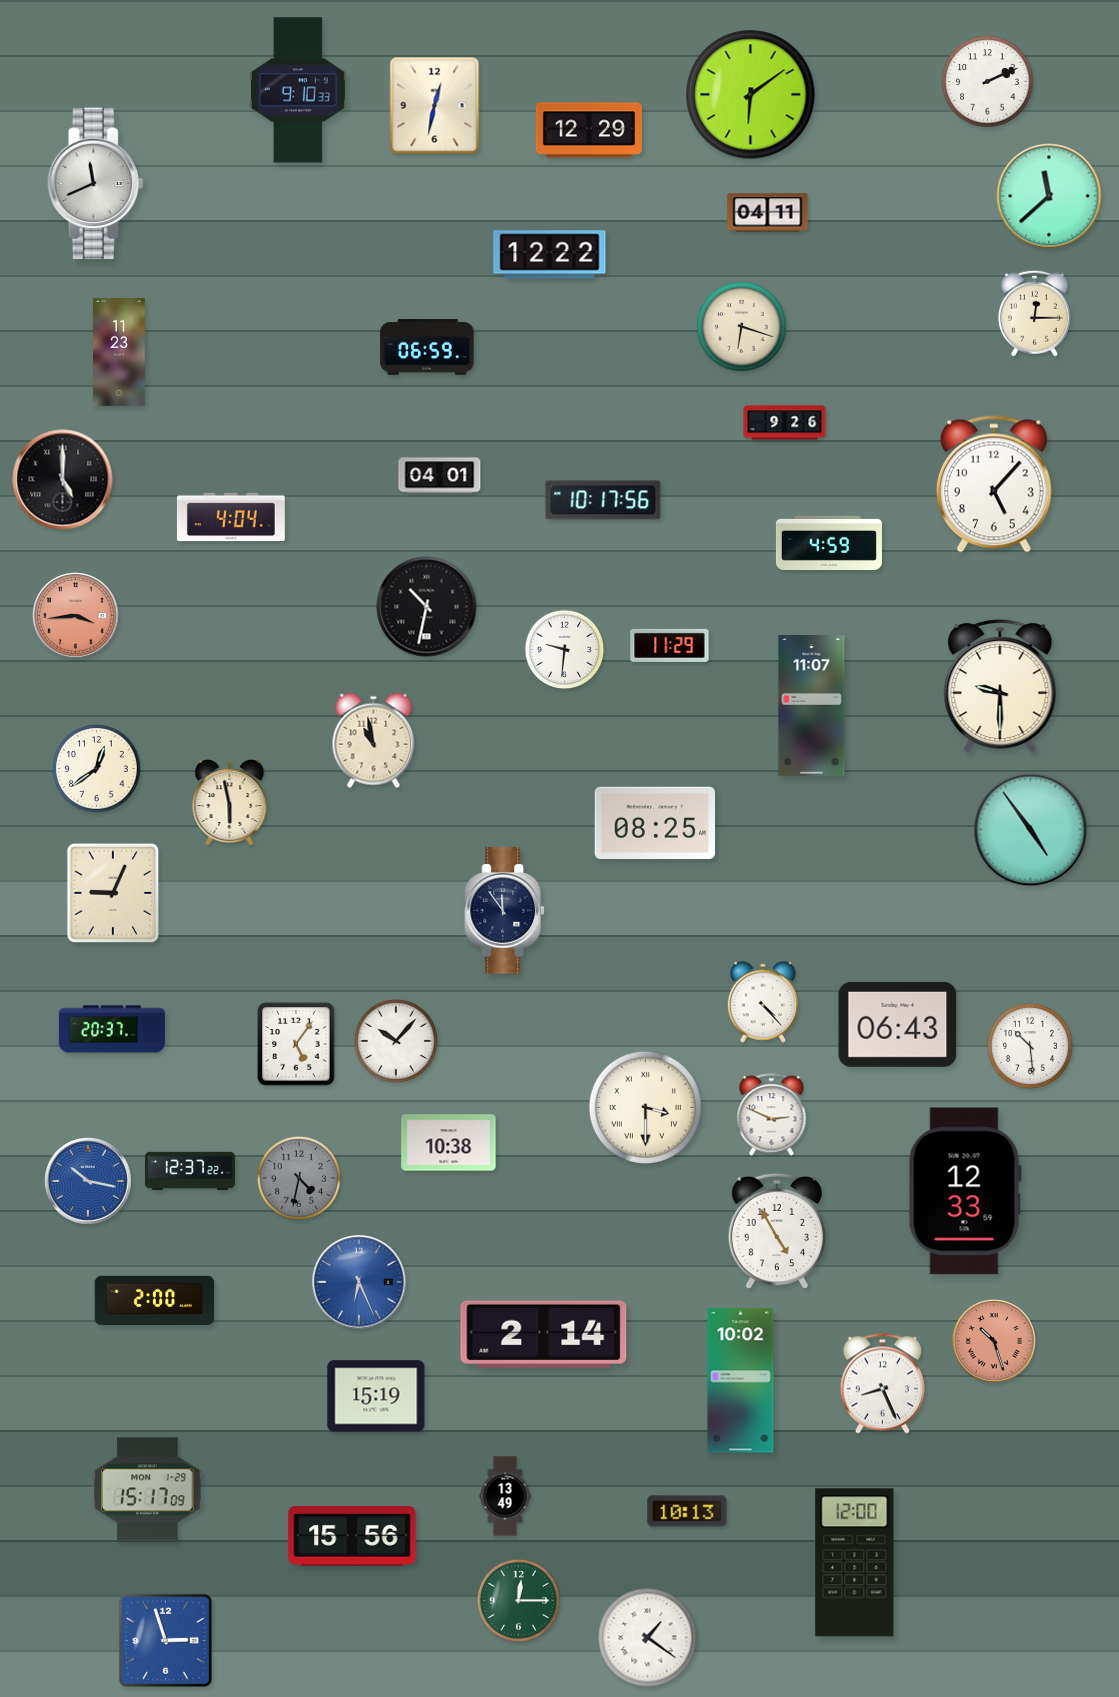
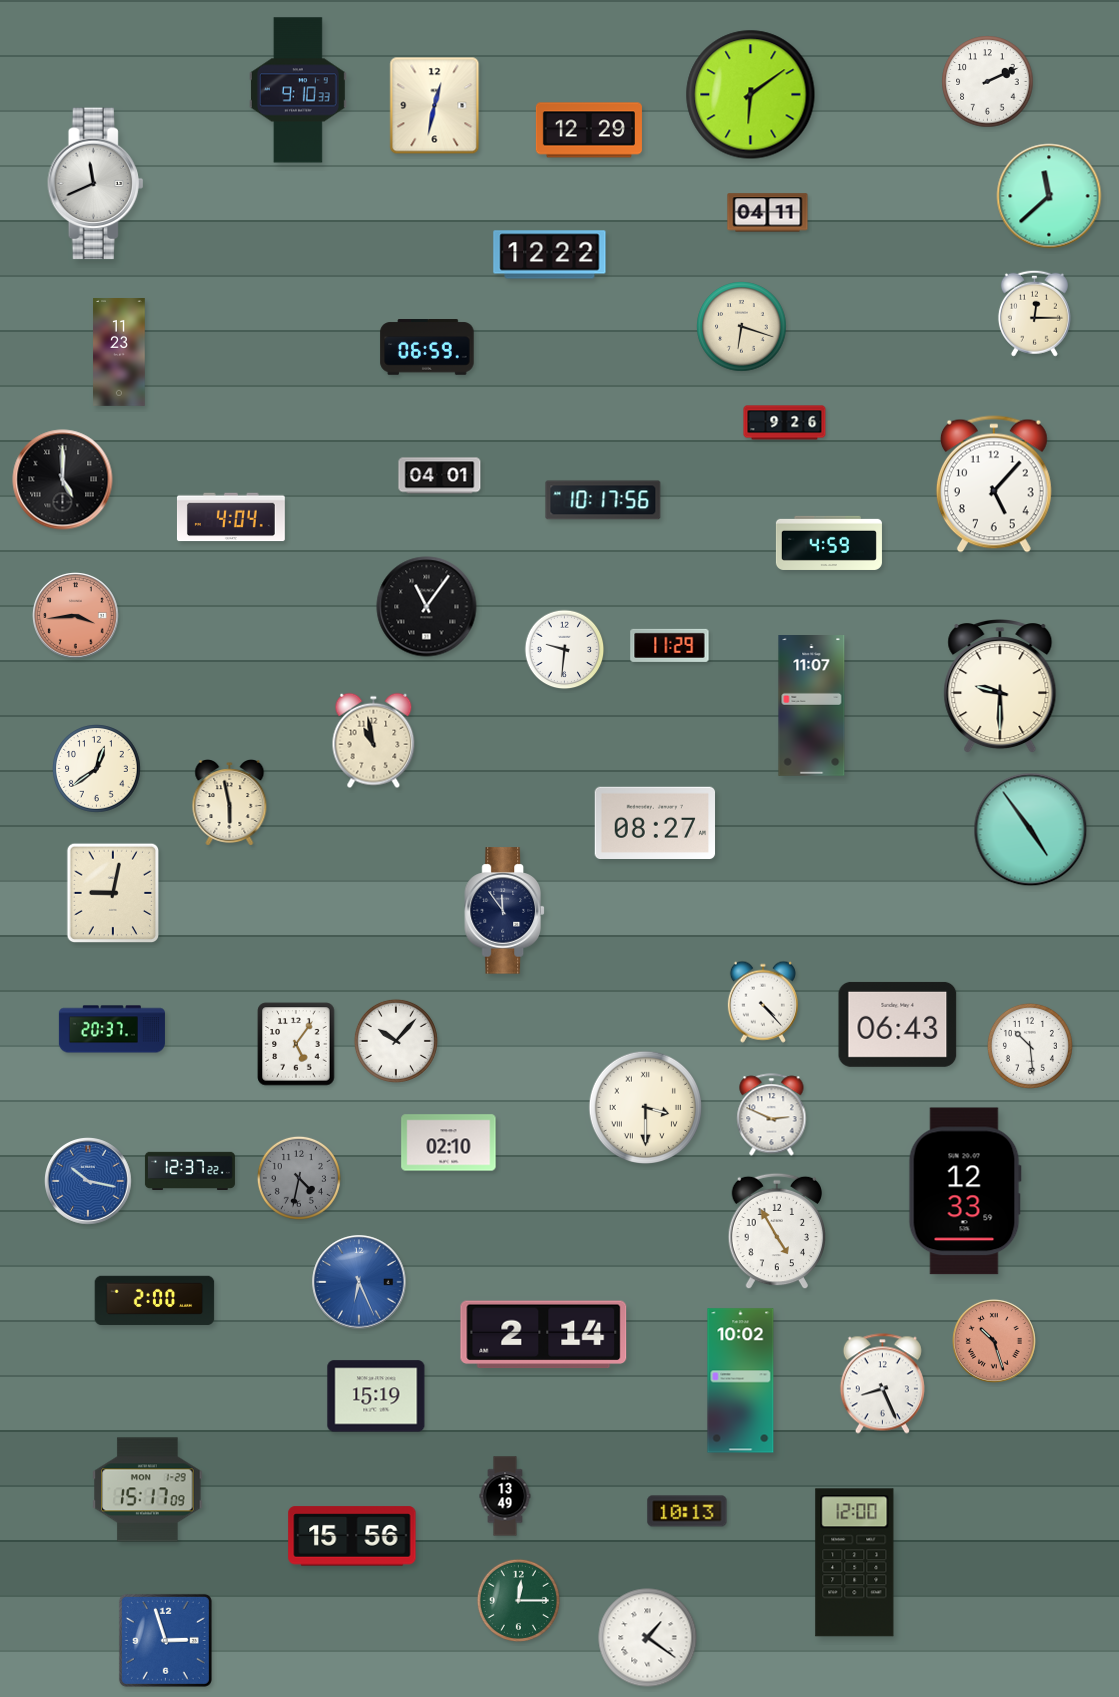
clock at (427, 607): 10:32 -> 11:06
clock at (655, 822): 08:25 -> 08:27
clock at (112, 893): 9:04 -> 9:02
clock at (449, 1143): 10:38 -> 02:10
